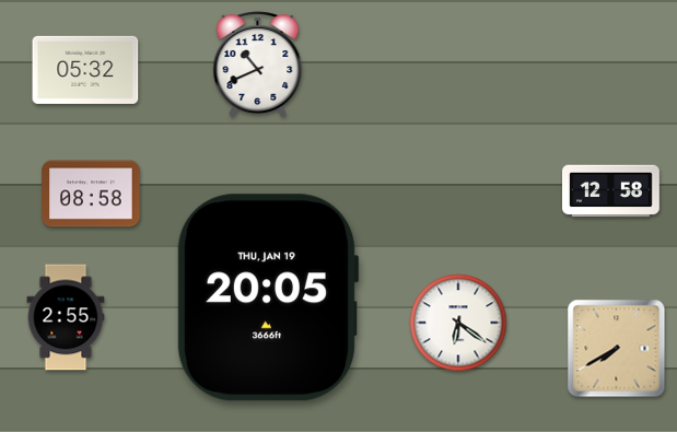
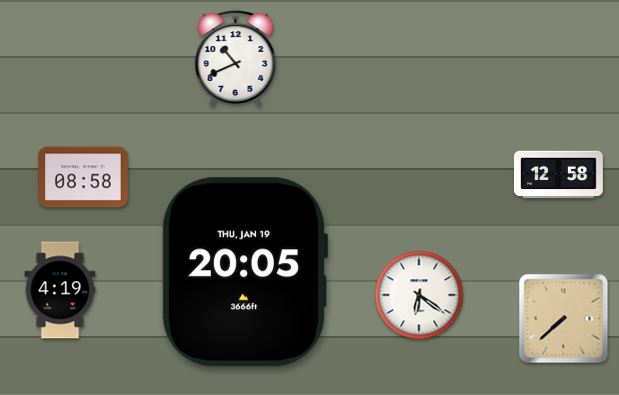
clock at (85, 70): 05:32 -> none
clock at (66, 317): 2:55 -> 4:19
clock at (617, 349): 7:40 -> 7:38
